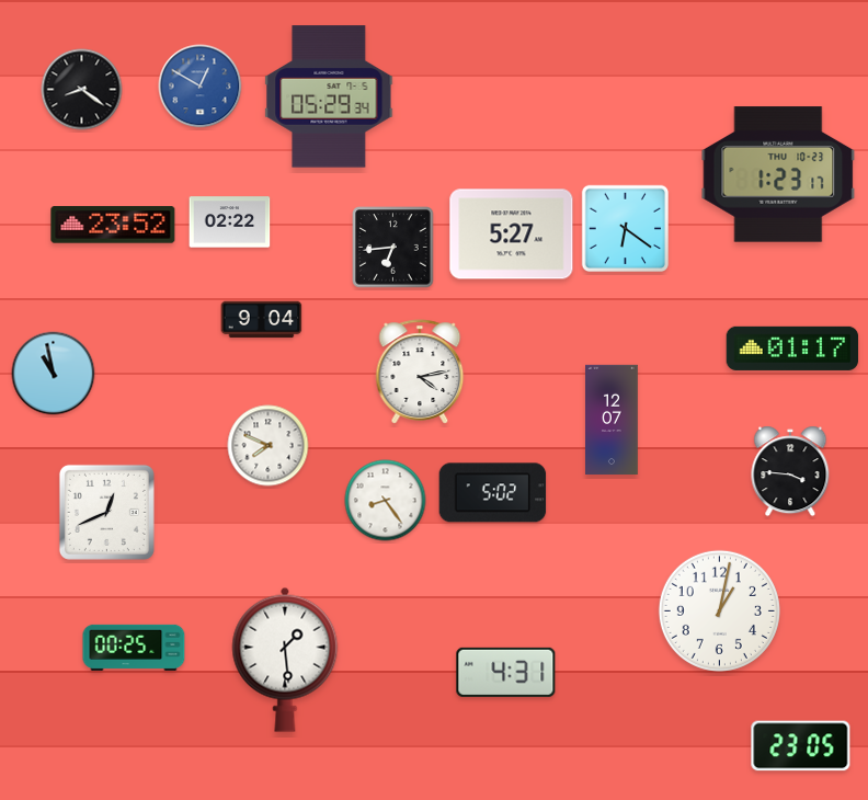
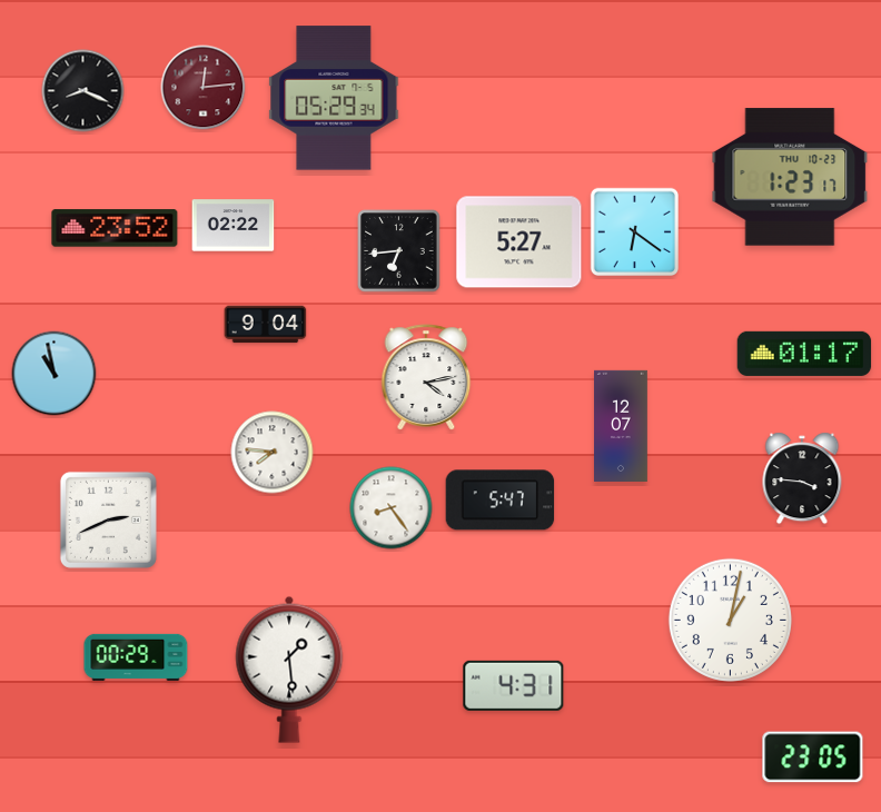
clock at (201, 87): 12:50 -> 12:14
clock at (201, 87) dial: blue -> burgundy
clock at (82, 90): 8:21 -> 8:19
clock at (512, 235) position: (512, 235) -> (519, 242)
clock at (54, 374) position: (54, 374) -> (55, 374)
clock at (269, 446): 7:49 -> 7:46
clock at (493, 493): 5:02 -> 5:47
clock at (106, 512): 12:41 -> 2:41
clock at (134, 648): 00:25 -> 00:29
clock at (506, 672) position: (506, 672) -> (514, 685)
